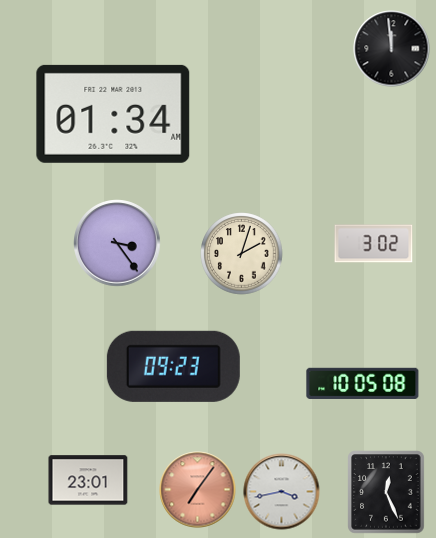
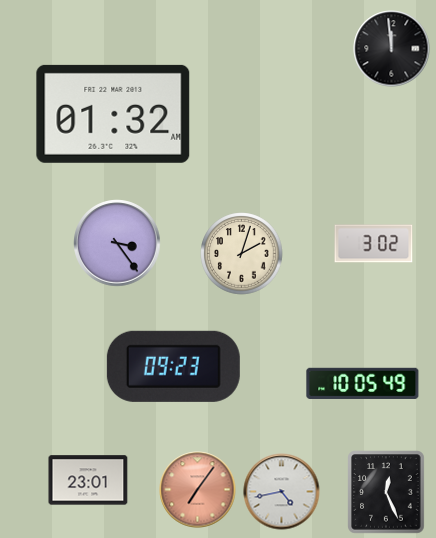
clock at (113, 114): 01:34 -> 01:32
clock at (363, 383): 10:05:08 -> 10:05:49
clock at (282, 492): 3:43 -> 4:43
